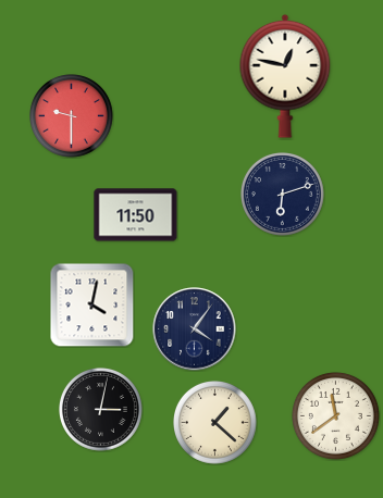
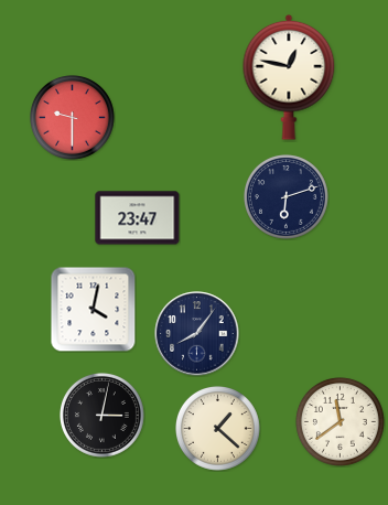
clock at (136, 215): 11:50 -> 23:47
clock at (195, 329): 4:06 -> 8:06
